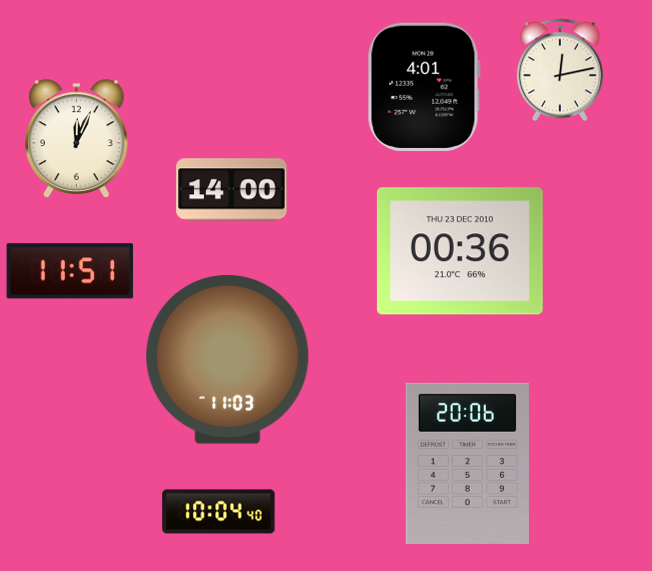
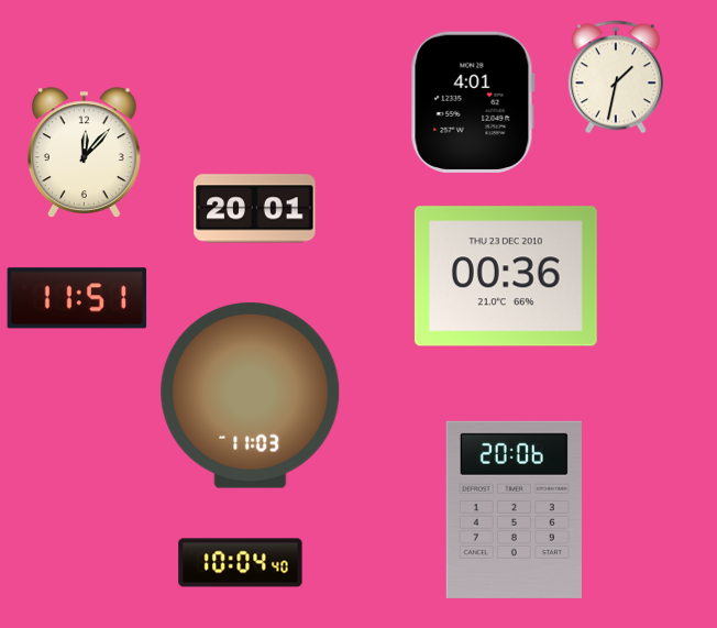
clock at (560, 70): 12:13 -> 1:32
clock at (424, 87) position: (424, 87) -> (473, 102)
clock at (77, 139): 12:04 -> 12:07
clock at (232, 190): 14:00 -> 20:01
